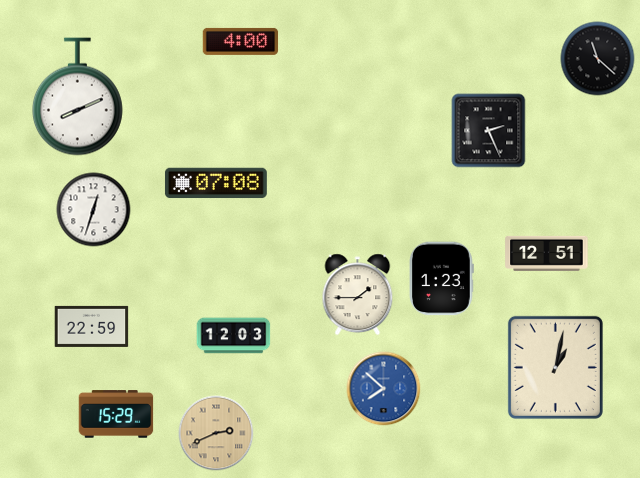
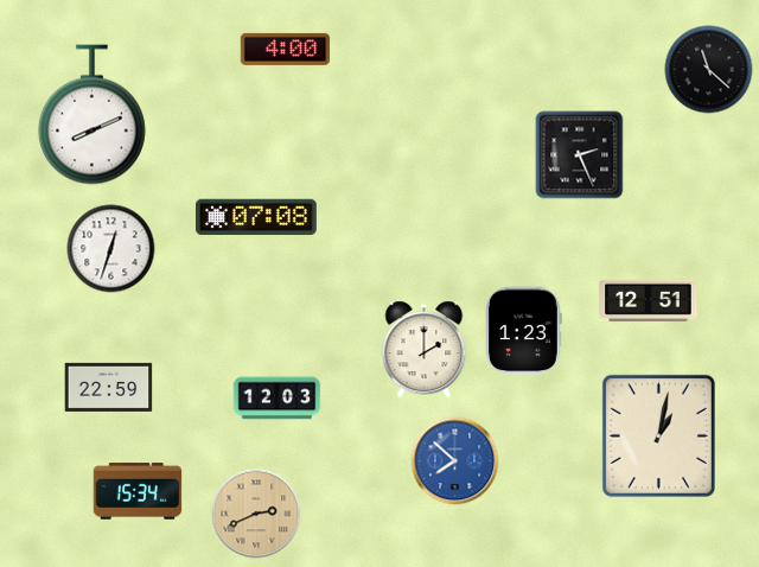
clock at (358, 295): 1:45 -> 2:00
clock at (116, 414): 15:29 -> 15:34
